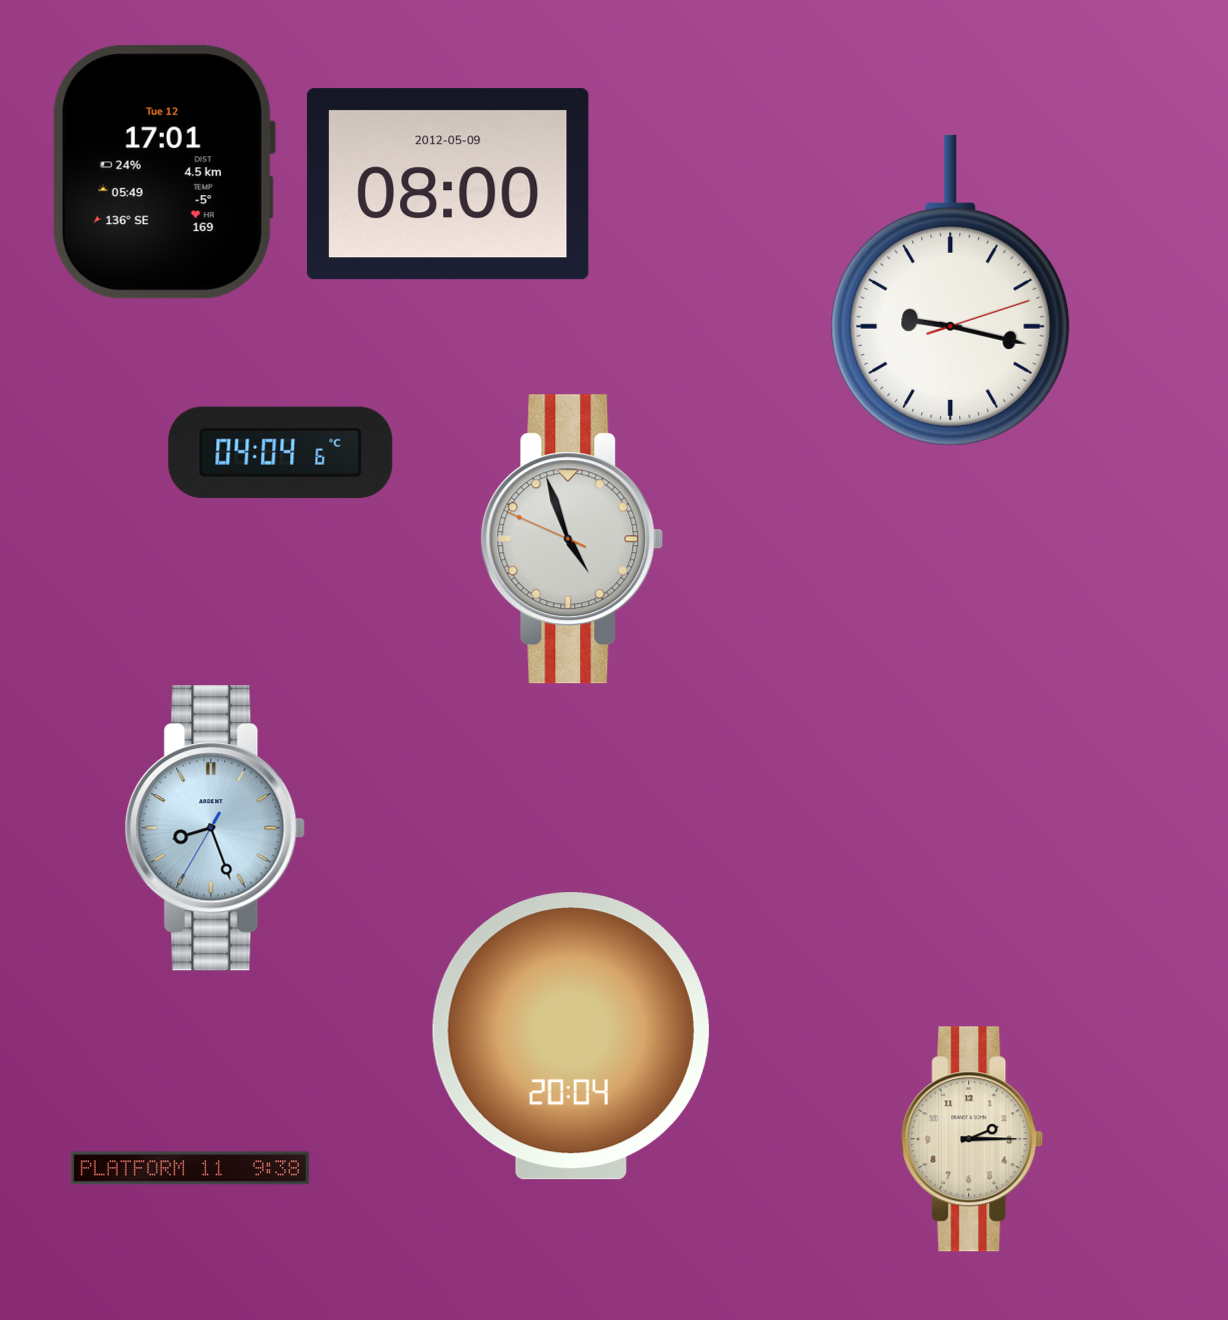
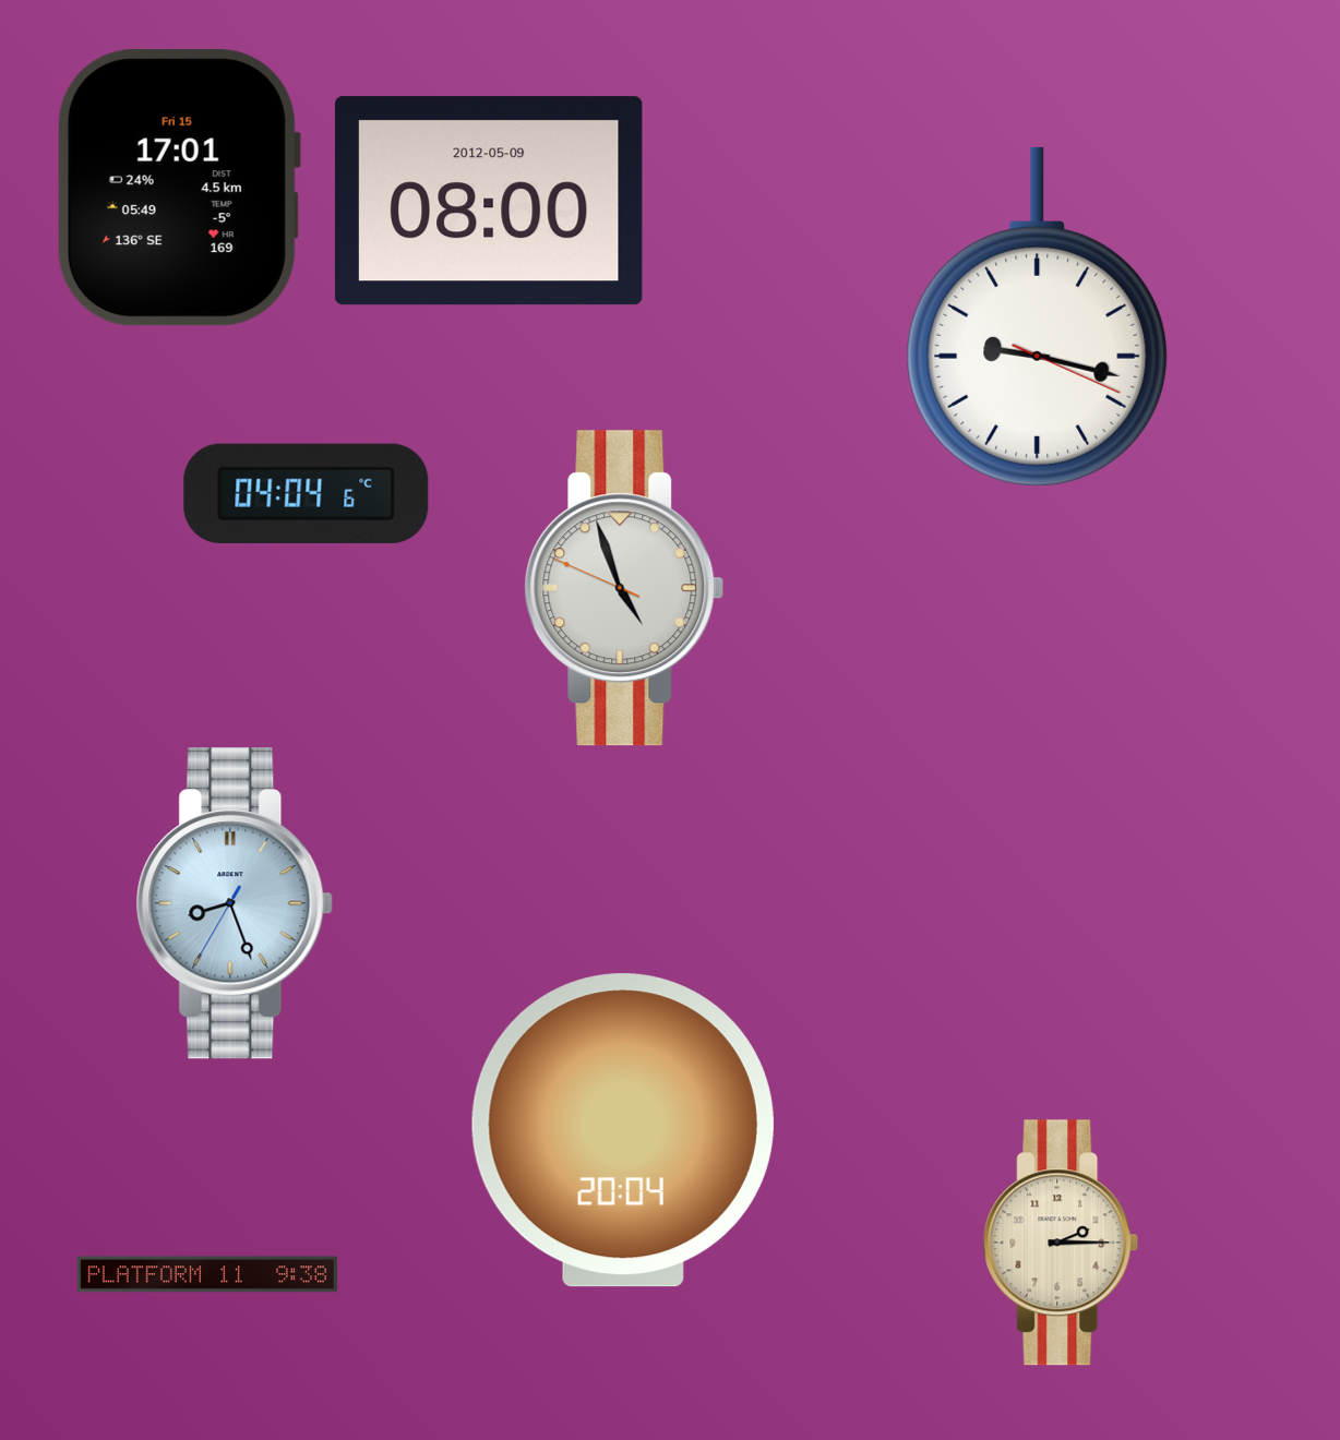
clock at (163, 172) date: Tue 12 -> Fri 15
clock at (951, 290): 9:17:12 -> 9:17:19
